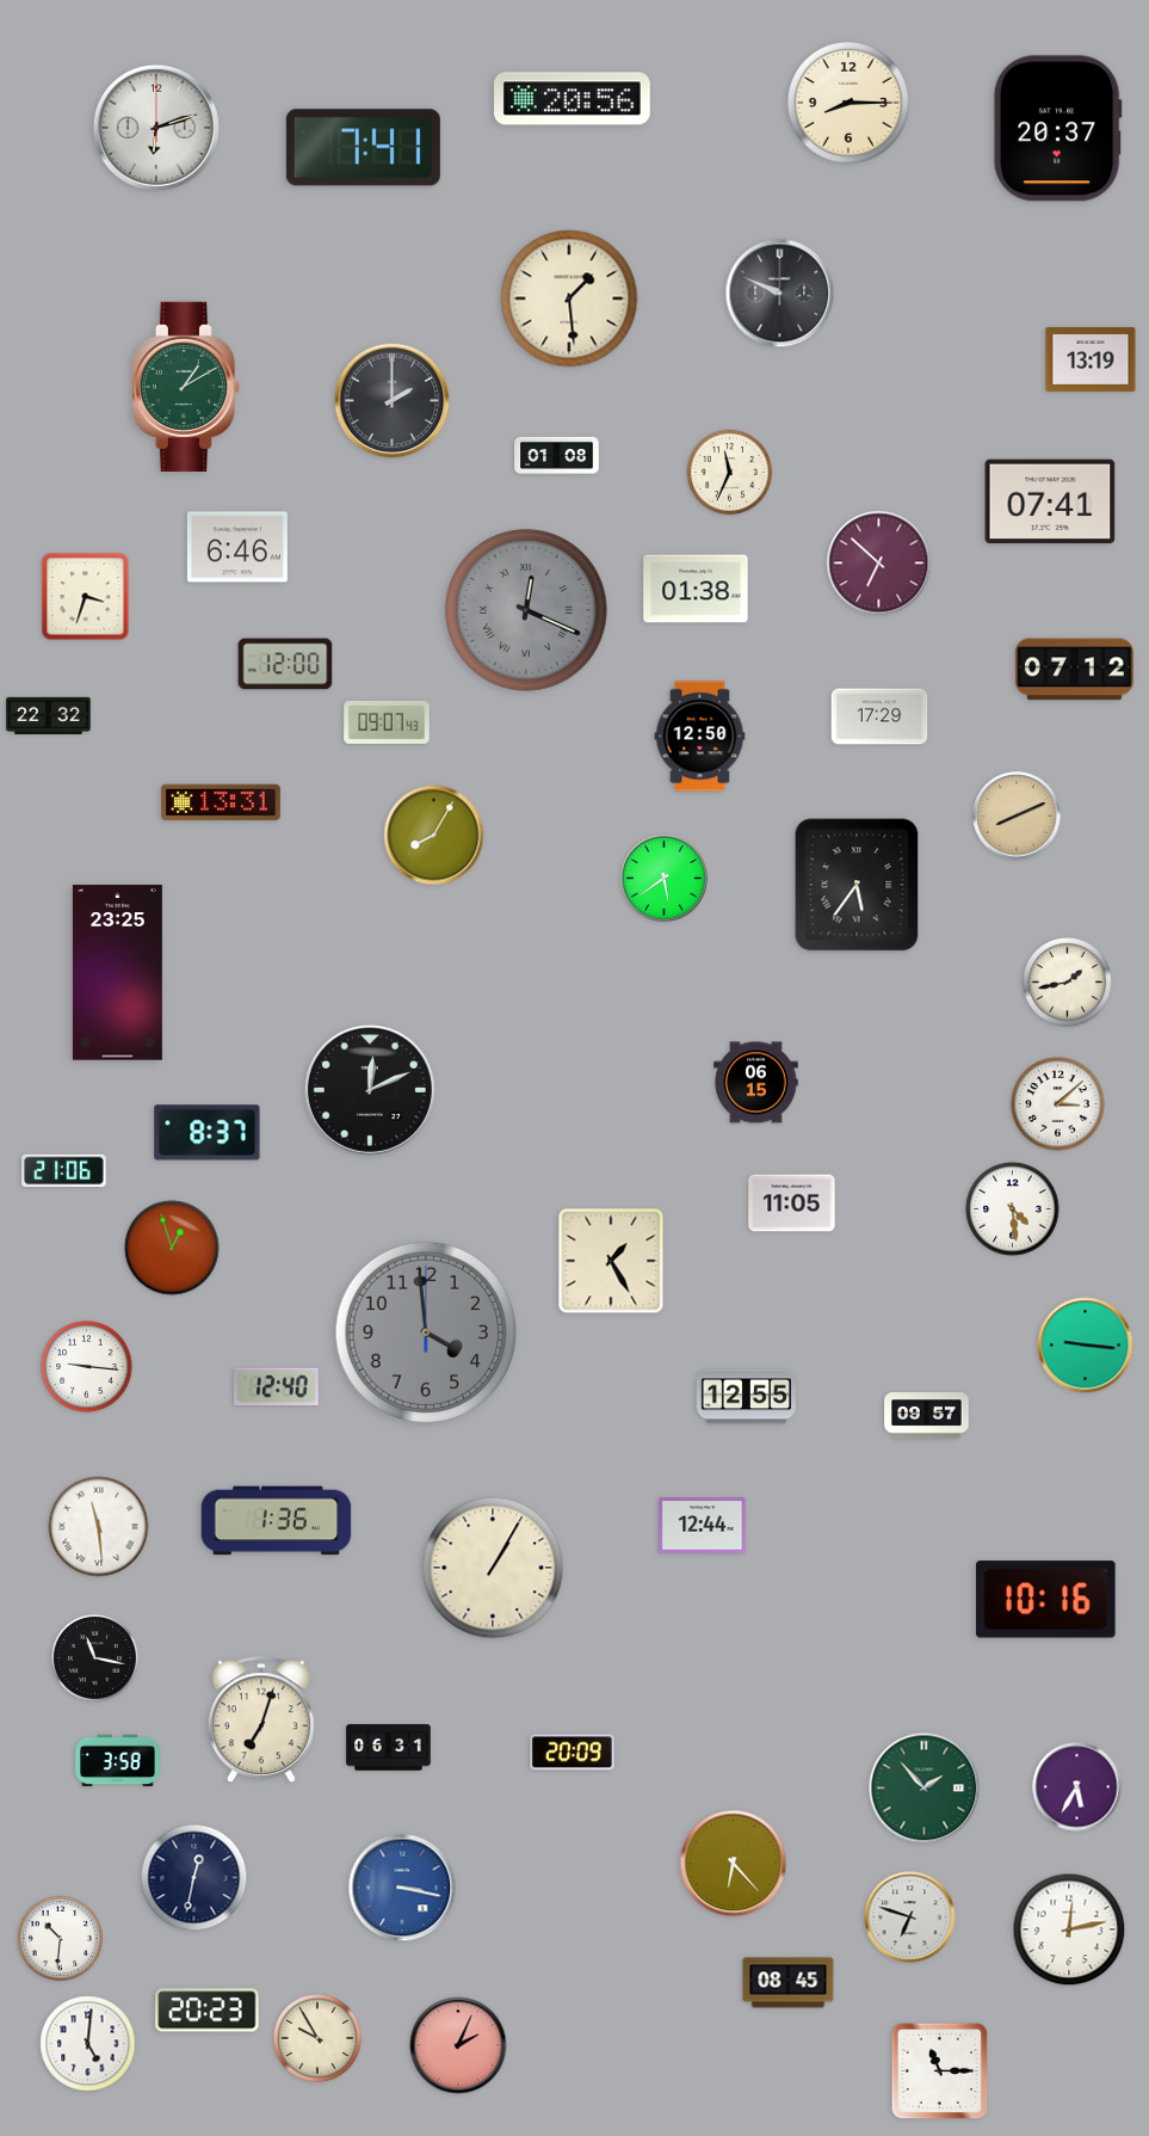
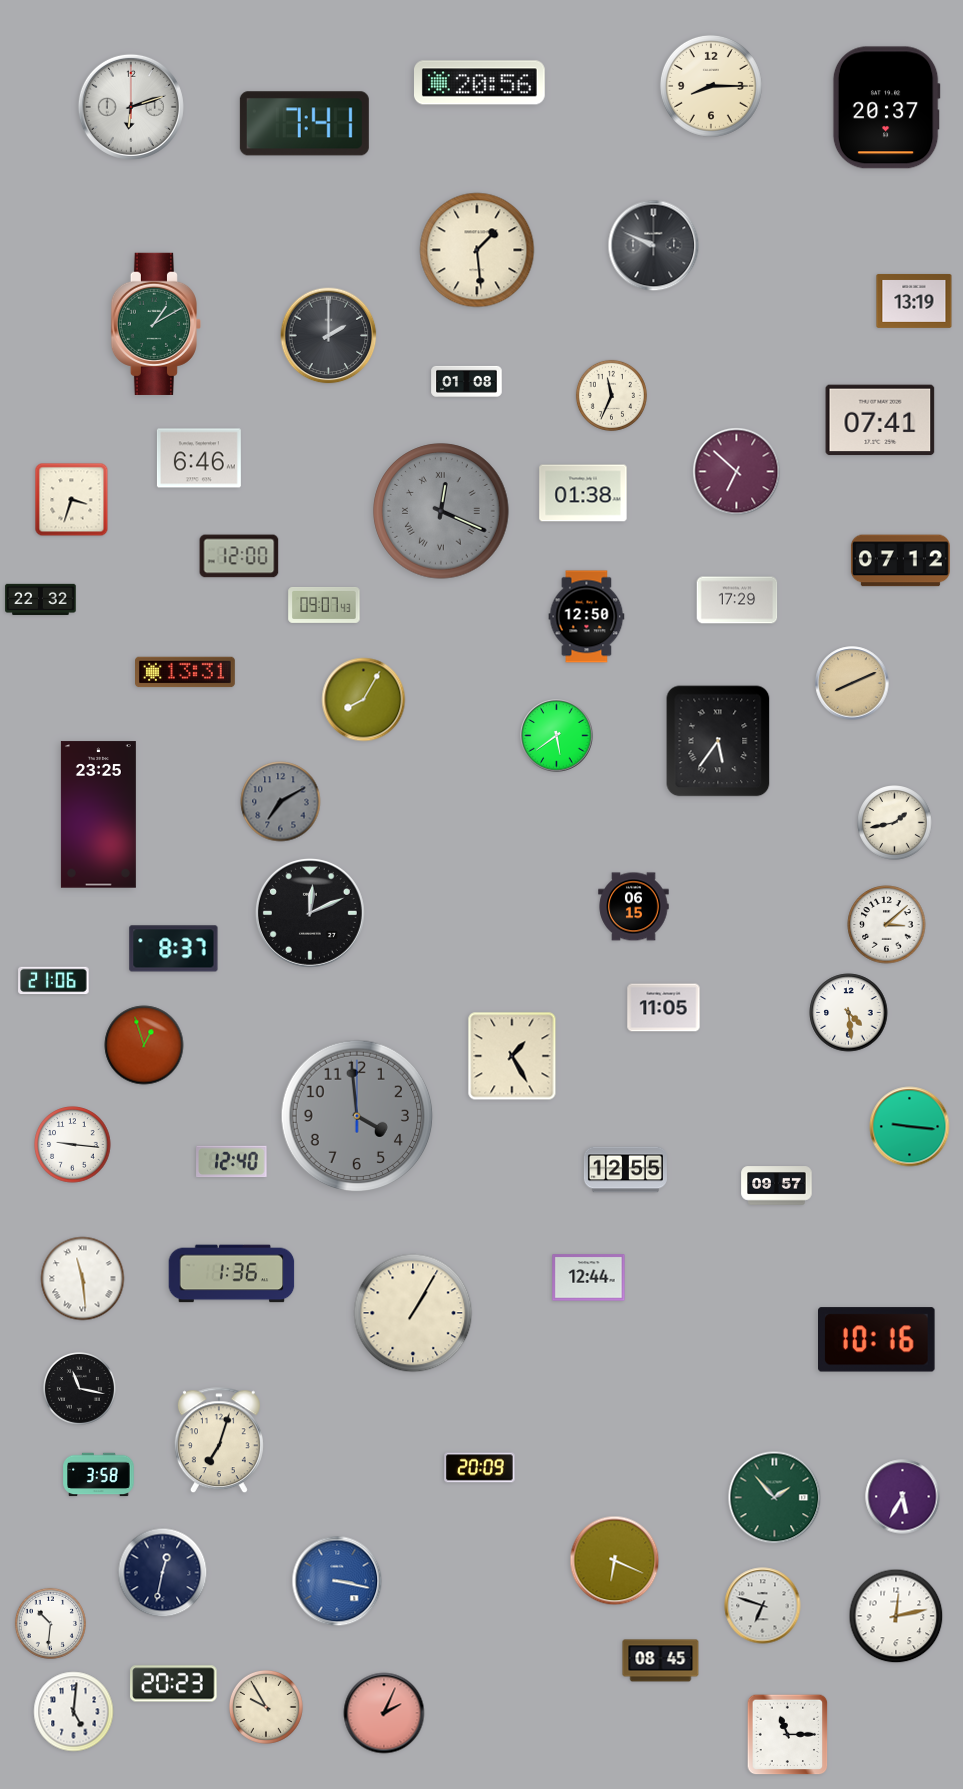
clock at (281, 802): none -> 7:10
clock at (389, 1748): 06:31 -> none
clock at (734, 1864): 6:23 -> 6:19
